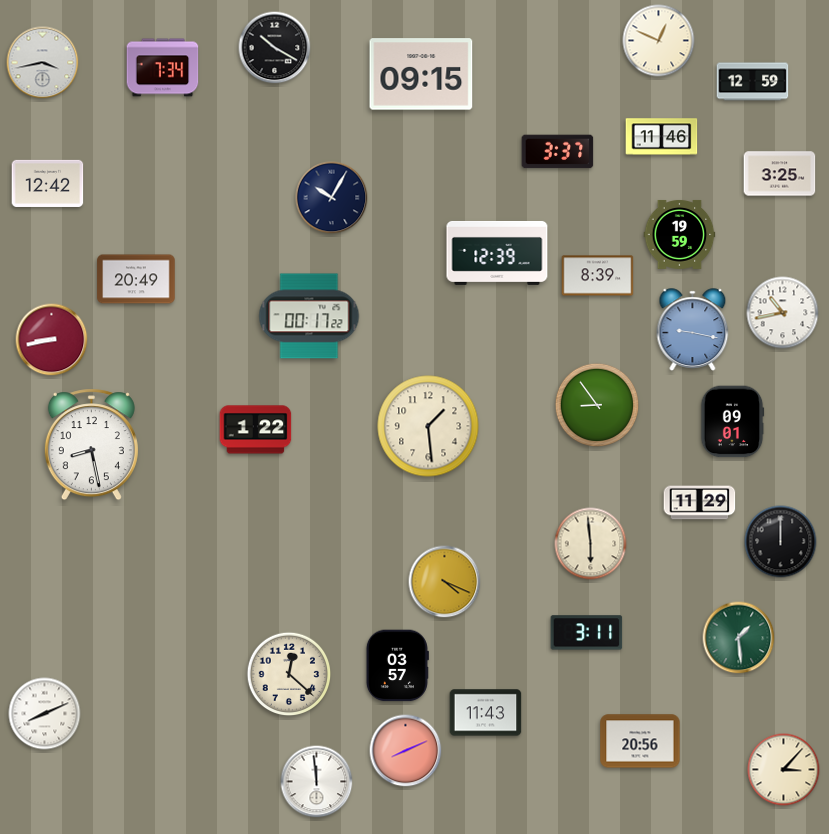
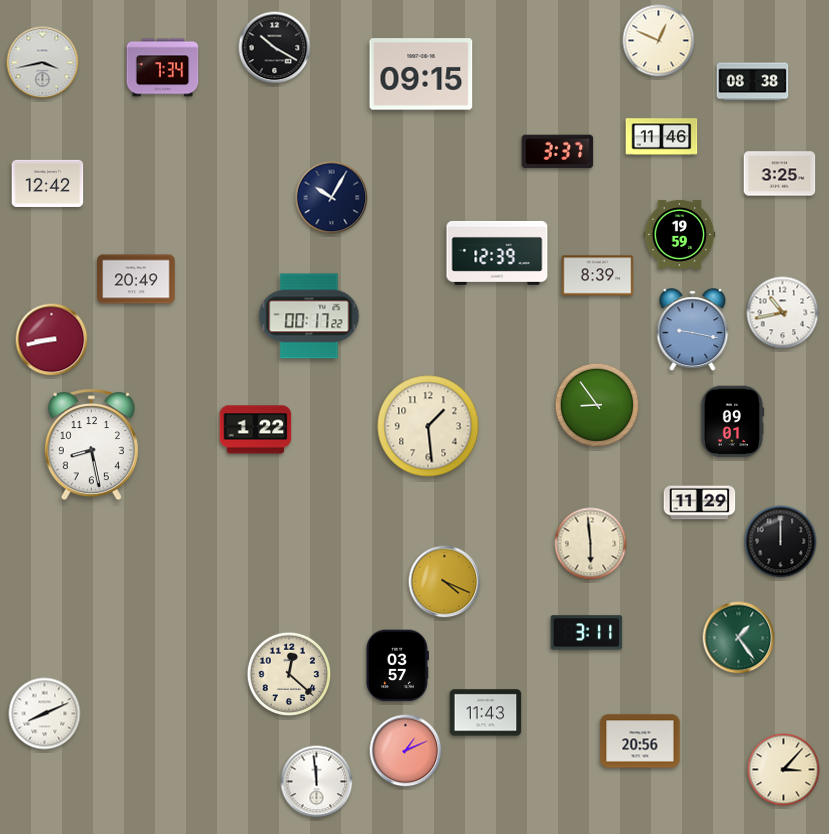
clock at (753, 82): 12:59 -> 08:38
clock at (739, 638): 1:29 -> 1:24
clock at (406, 751): 8:11 -> 1:11
